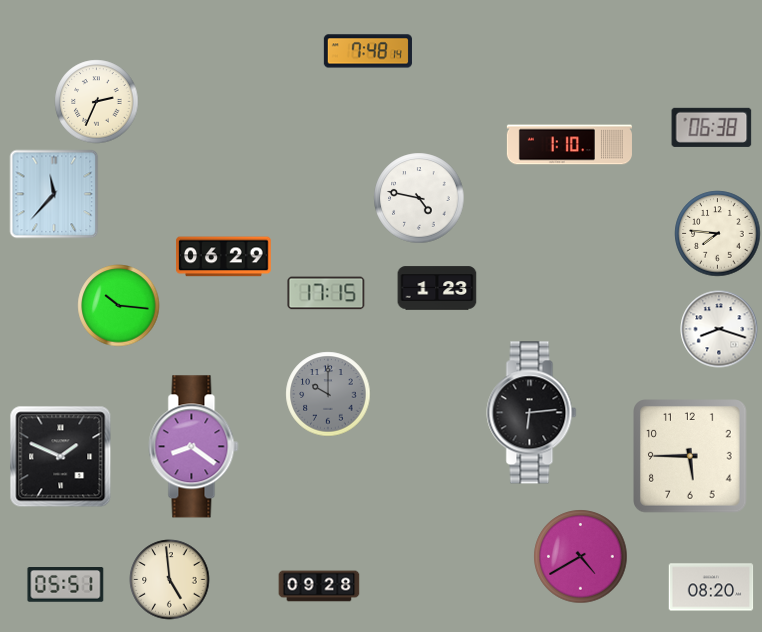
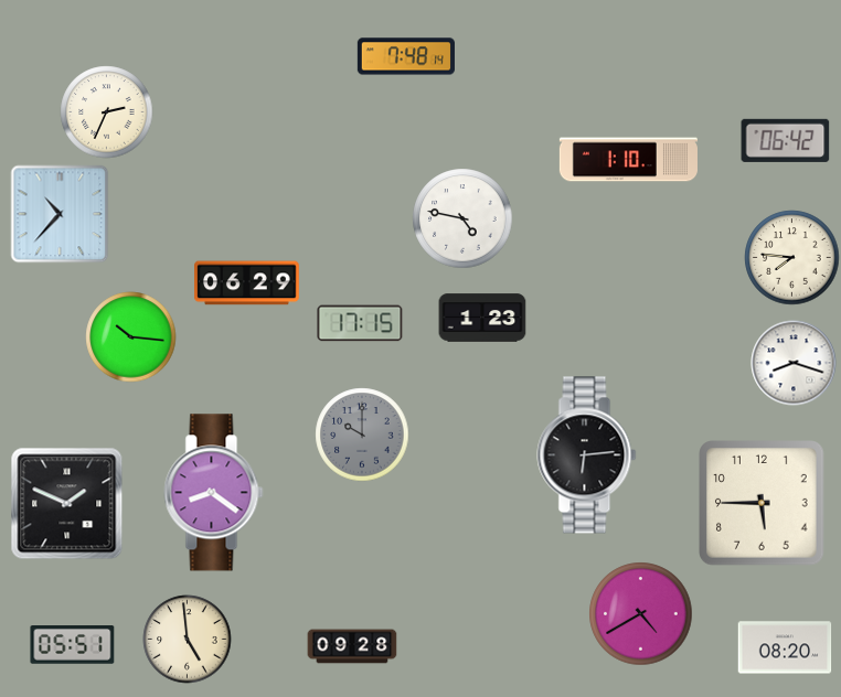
clock at (712, 127): 06:38 -> 06:42
clock at (54, 194): 11:37 -> 10:37
